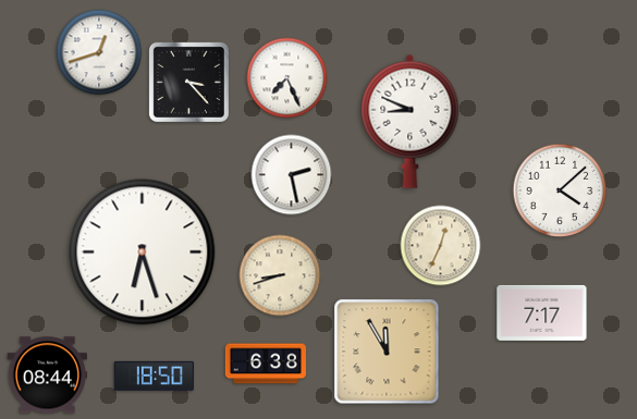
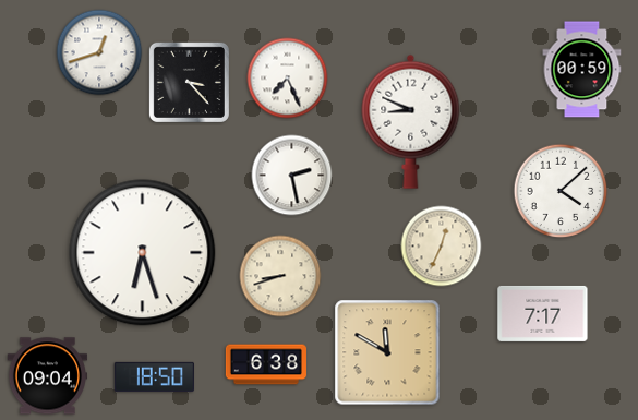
clock at (582, 70): none -> 00:59
clock at (387, 352): 11:55 -> 11:50
clock at (47, 375): 08:44 -> 09:04
